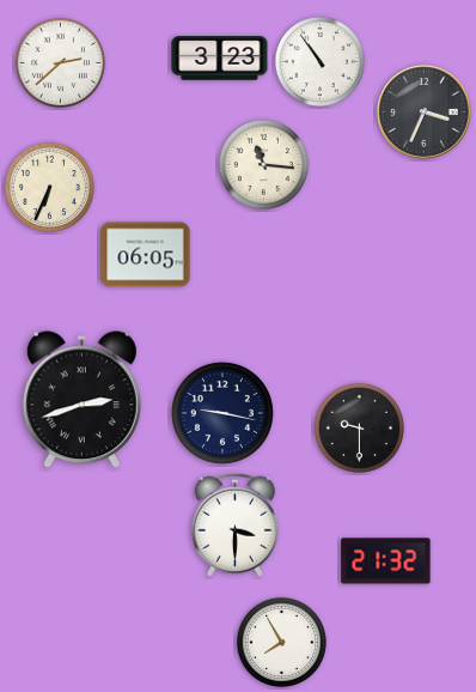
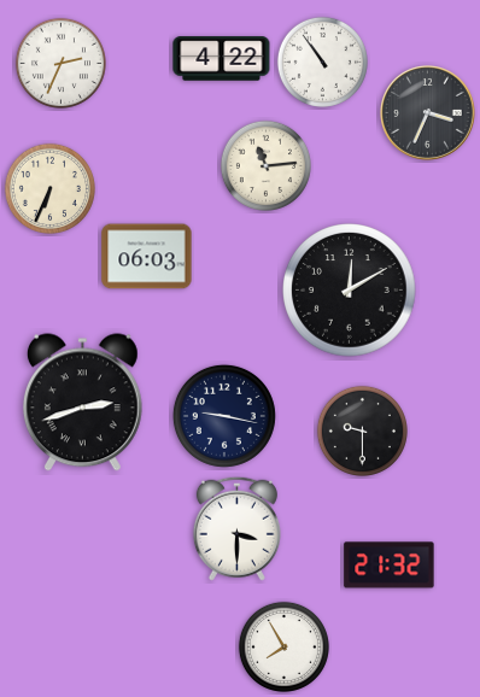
clock at (220, 59): 3:23 -> 4:22
clock at (60, 62): 2:38 -> 2:34
clock at (263, 164): 11:16 -> 11:14
clock at (146, 255): 06:05 -> 06:03
clock at (350, 291): none -> 12:10
